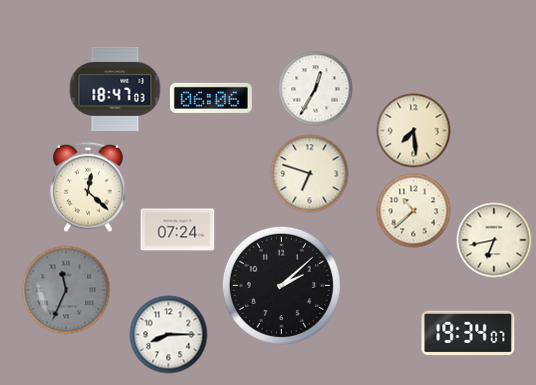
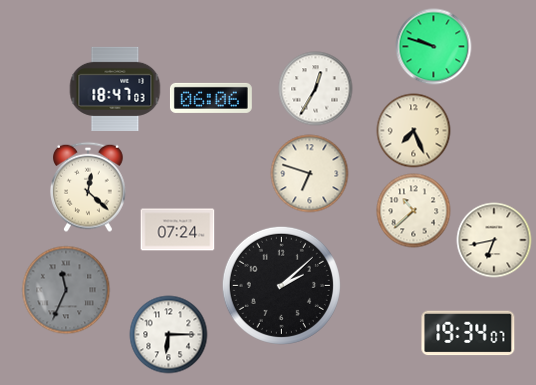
clock at (434, 47): none -> 9:48
clock at (414, 131): 7:29 -> 7:26
clock at (169, 335): 8:15 -> 6:15
